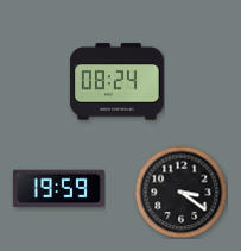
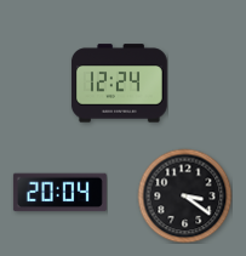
clock at (116, 82): 08:24 -> 12:24
clock at (58, 189): 19:59 -> 20:04
